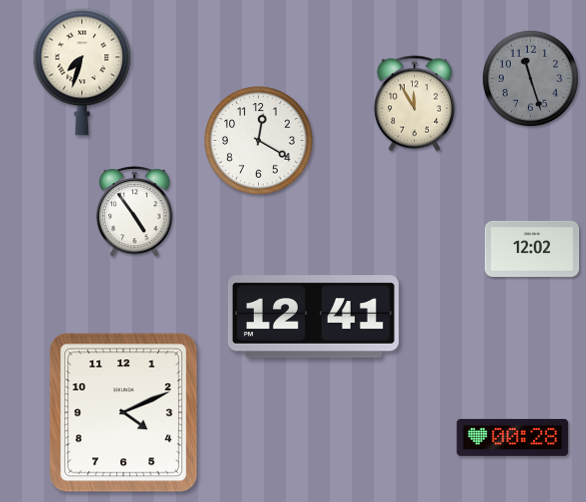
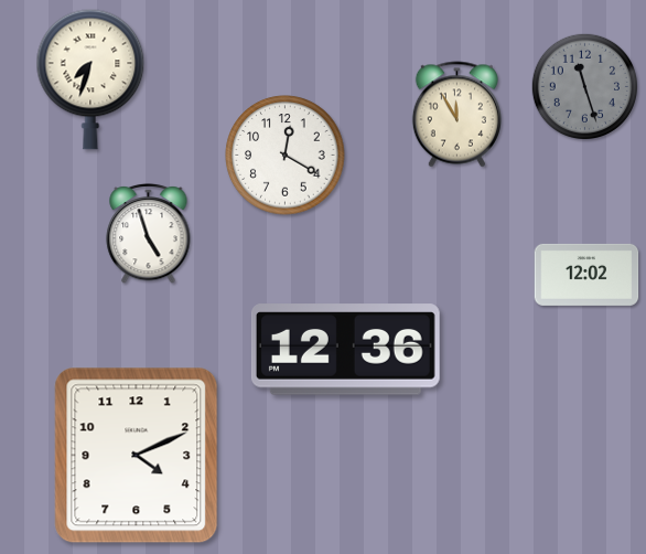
clock at (135, 211): 4:54 -> 4:57
clock at (313, 317): 12:41 -> 12:36
clock at (513, 437): 00:28 -> none
